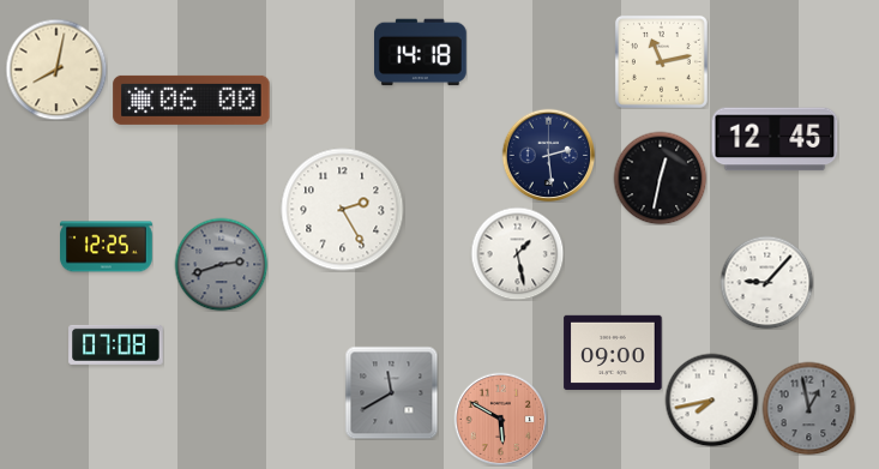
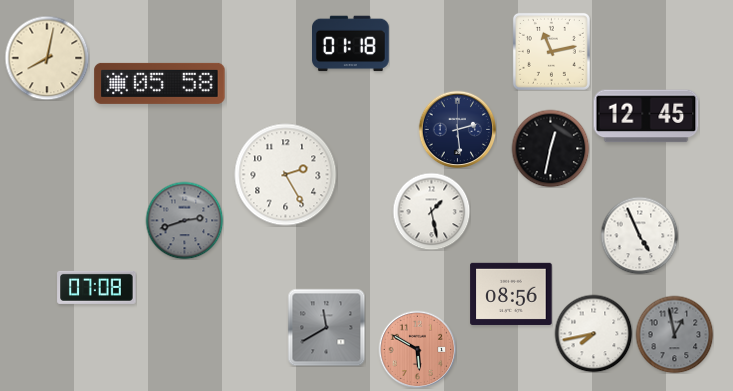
clock at (421, 53): 14:18 -> 01:18
clock at (192, 100): 06:00 -> 05:58
clock at (107, 247): 12:25 -> none
clock at (766, 282): 9:07 -> 4:56
clock at (613, 353): 09:00 -> 08:56
clock at (808, 408) position: (808, 408) -> (674, 334)
